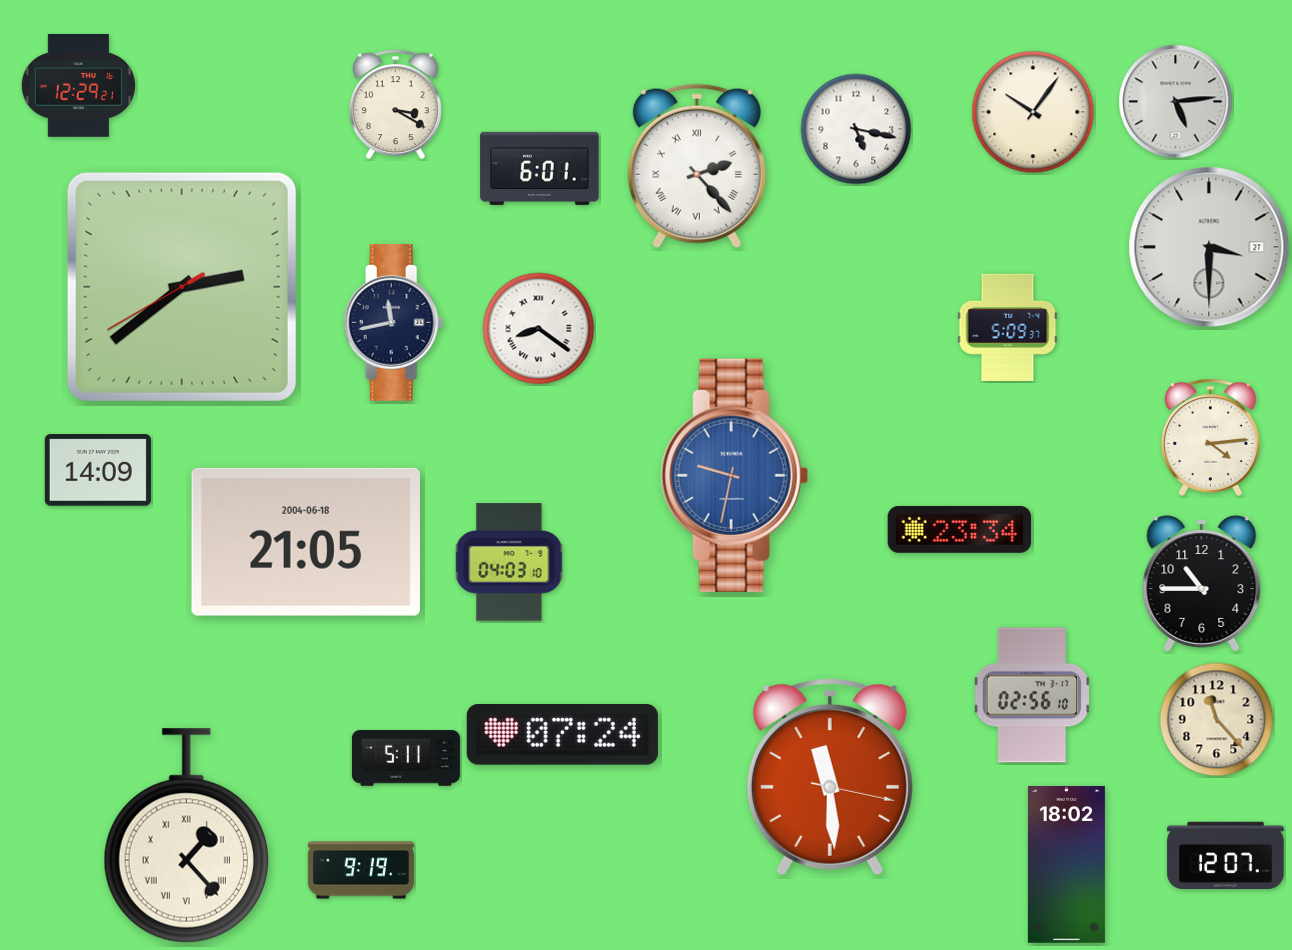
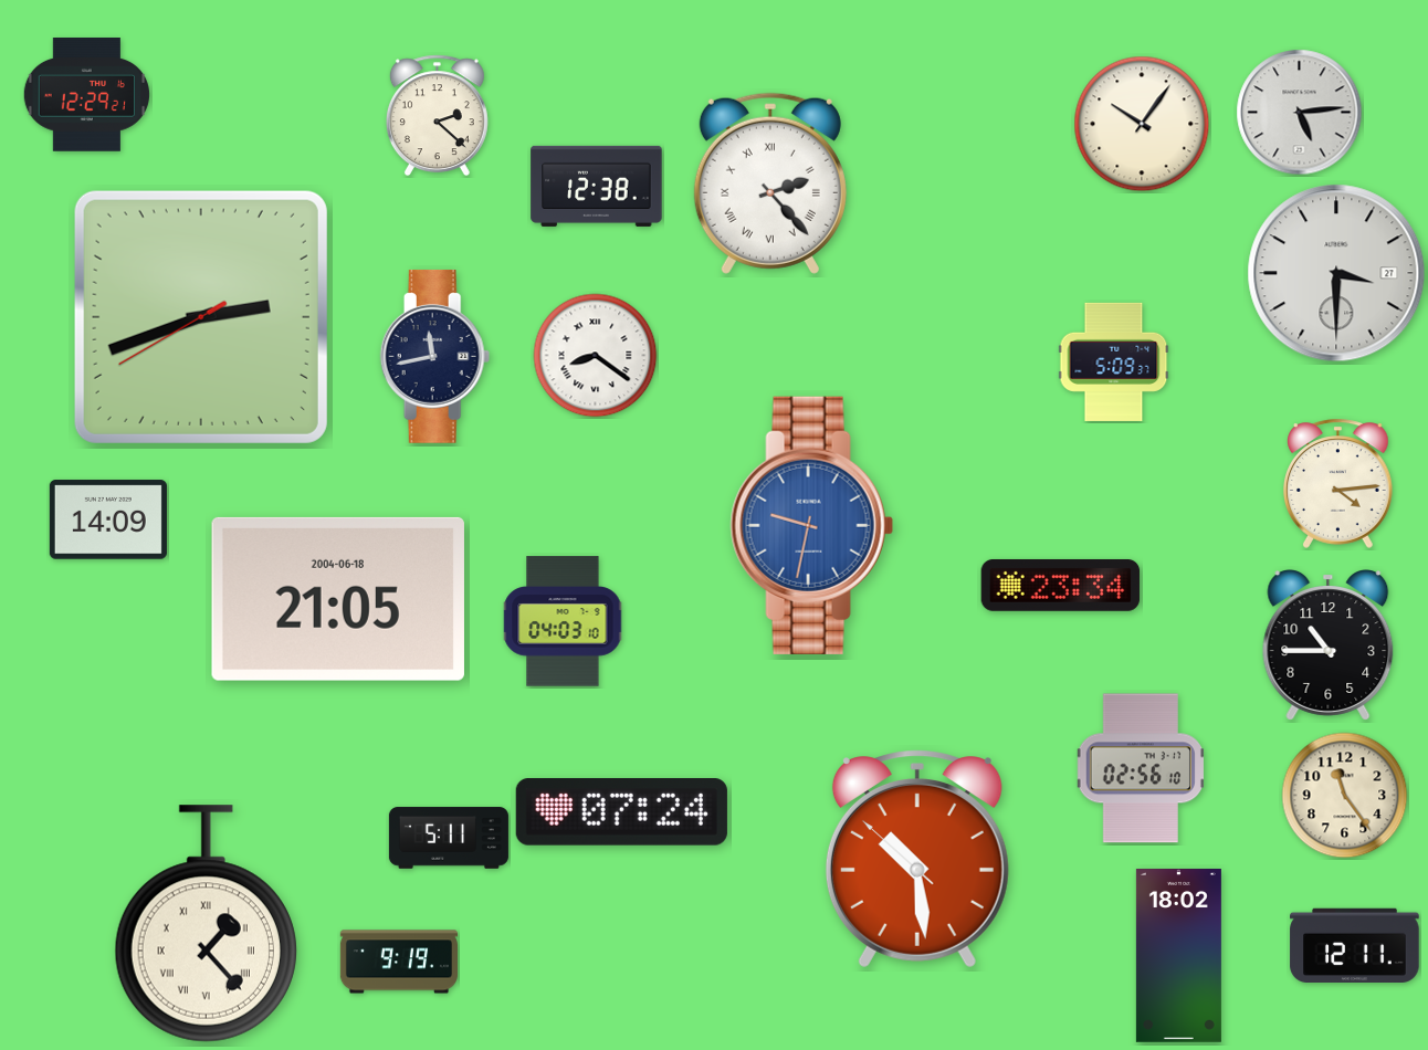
clock at (395, 105): 3:20 -> 2:22
clock at (856, 129): 5:17 -> none
clock at (540, 168): 6:01 -> 12:38
clock at (182, 287): 2:38 -> 2:41
clock at (539, 329) position: (539, 329) -> (596, 356)
clock at (1217, 720): 11:23 -> 11:24
clock at (830, 777): 11:29 -> 10:28
clock at (1226, 856): 12:07 -> 12:11
